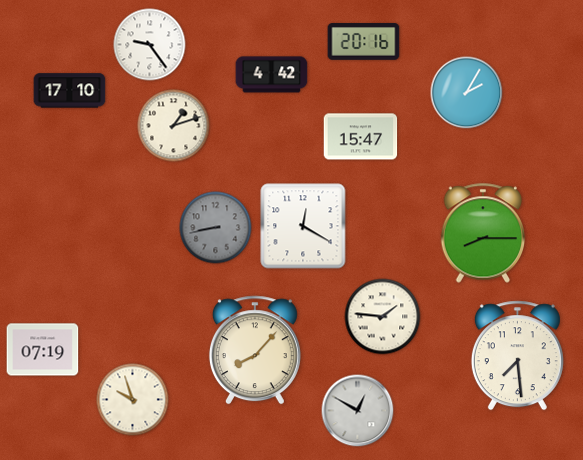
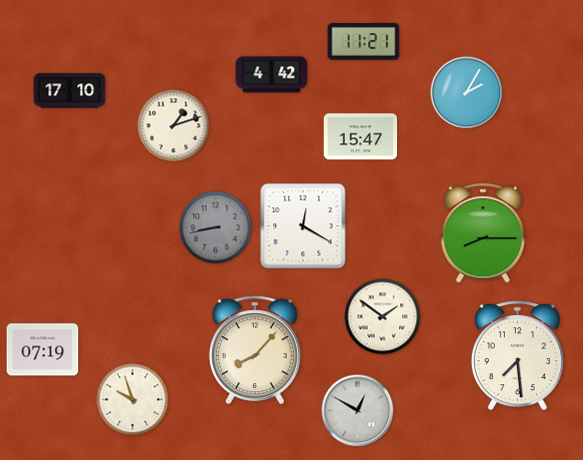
clock at (364, 42): 20:16 -> 11:21
clock at (150, 45): 9:24 -> none
clock at (383, 317): 1:46 -> 1:51
